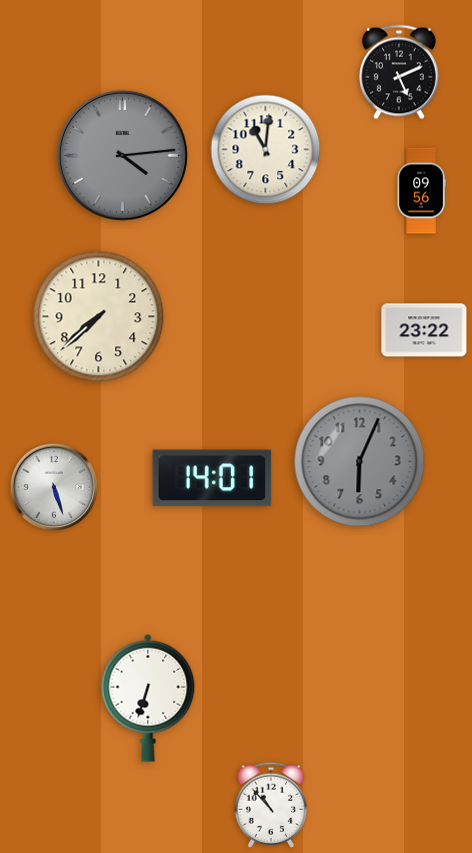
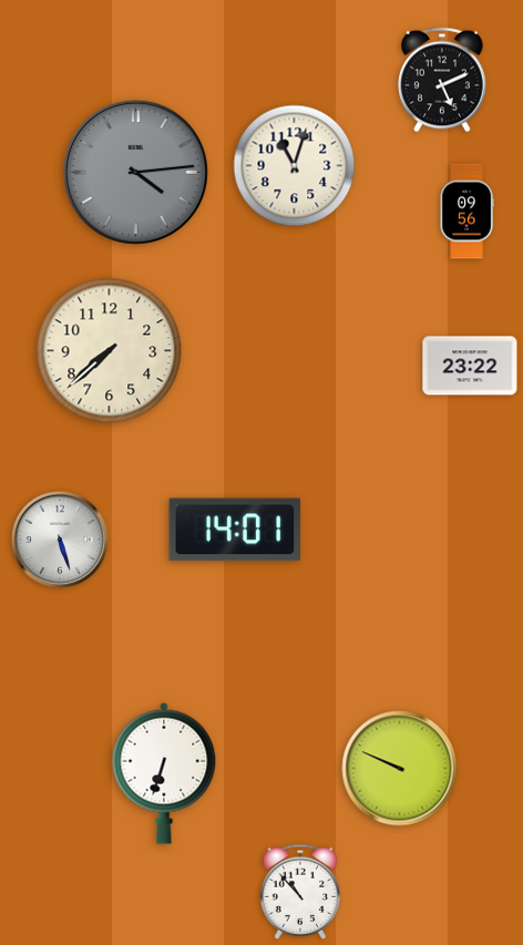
clock at (266, 150): 11:01 -> 11:03
clock at (360, 462): 6:04 -> none
clock at (400, 769): none -> 9:49
